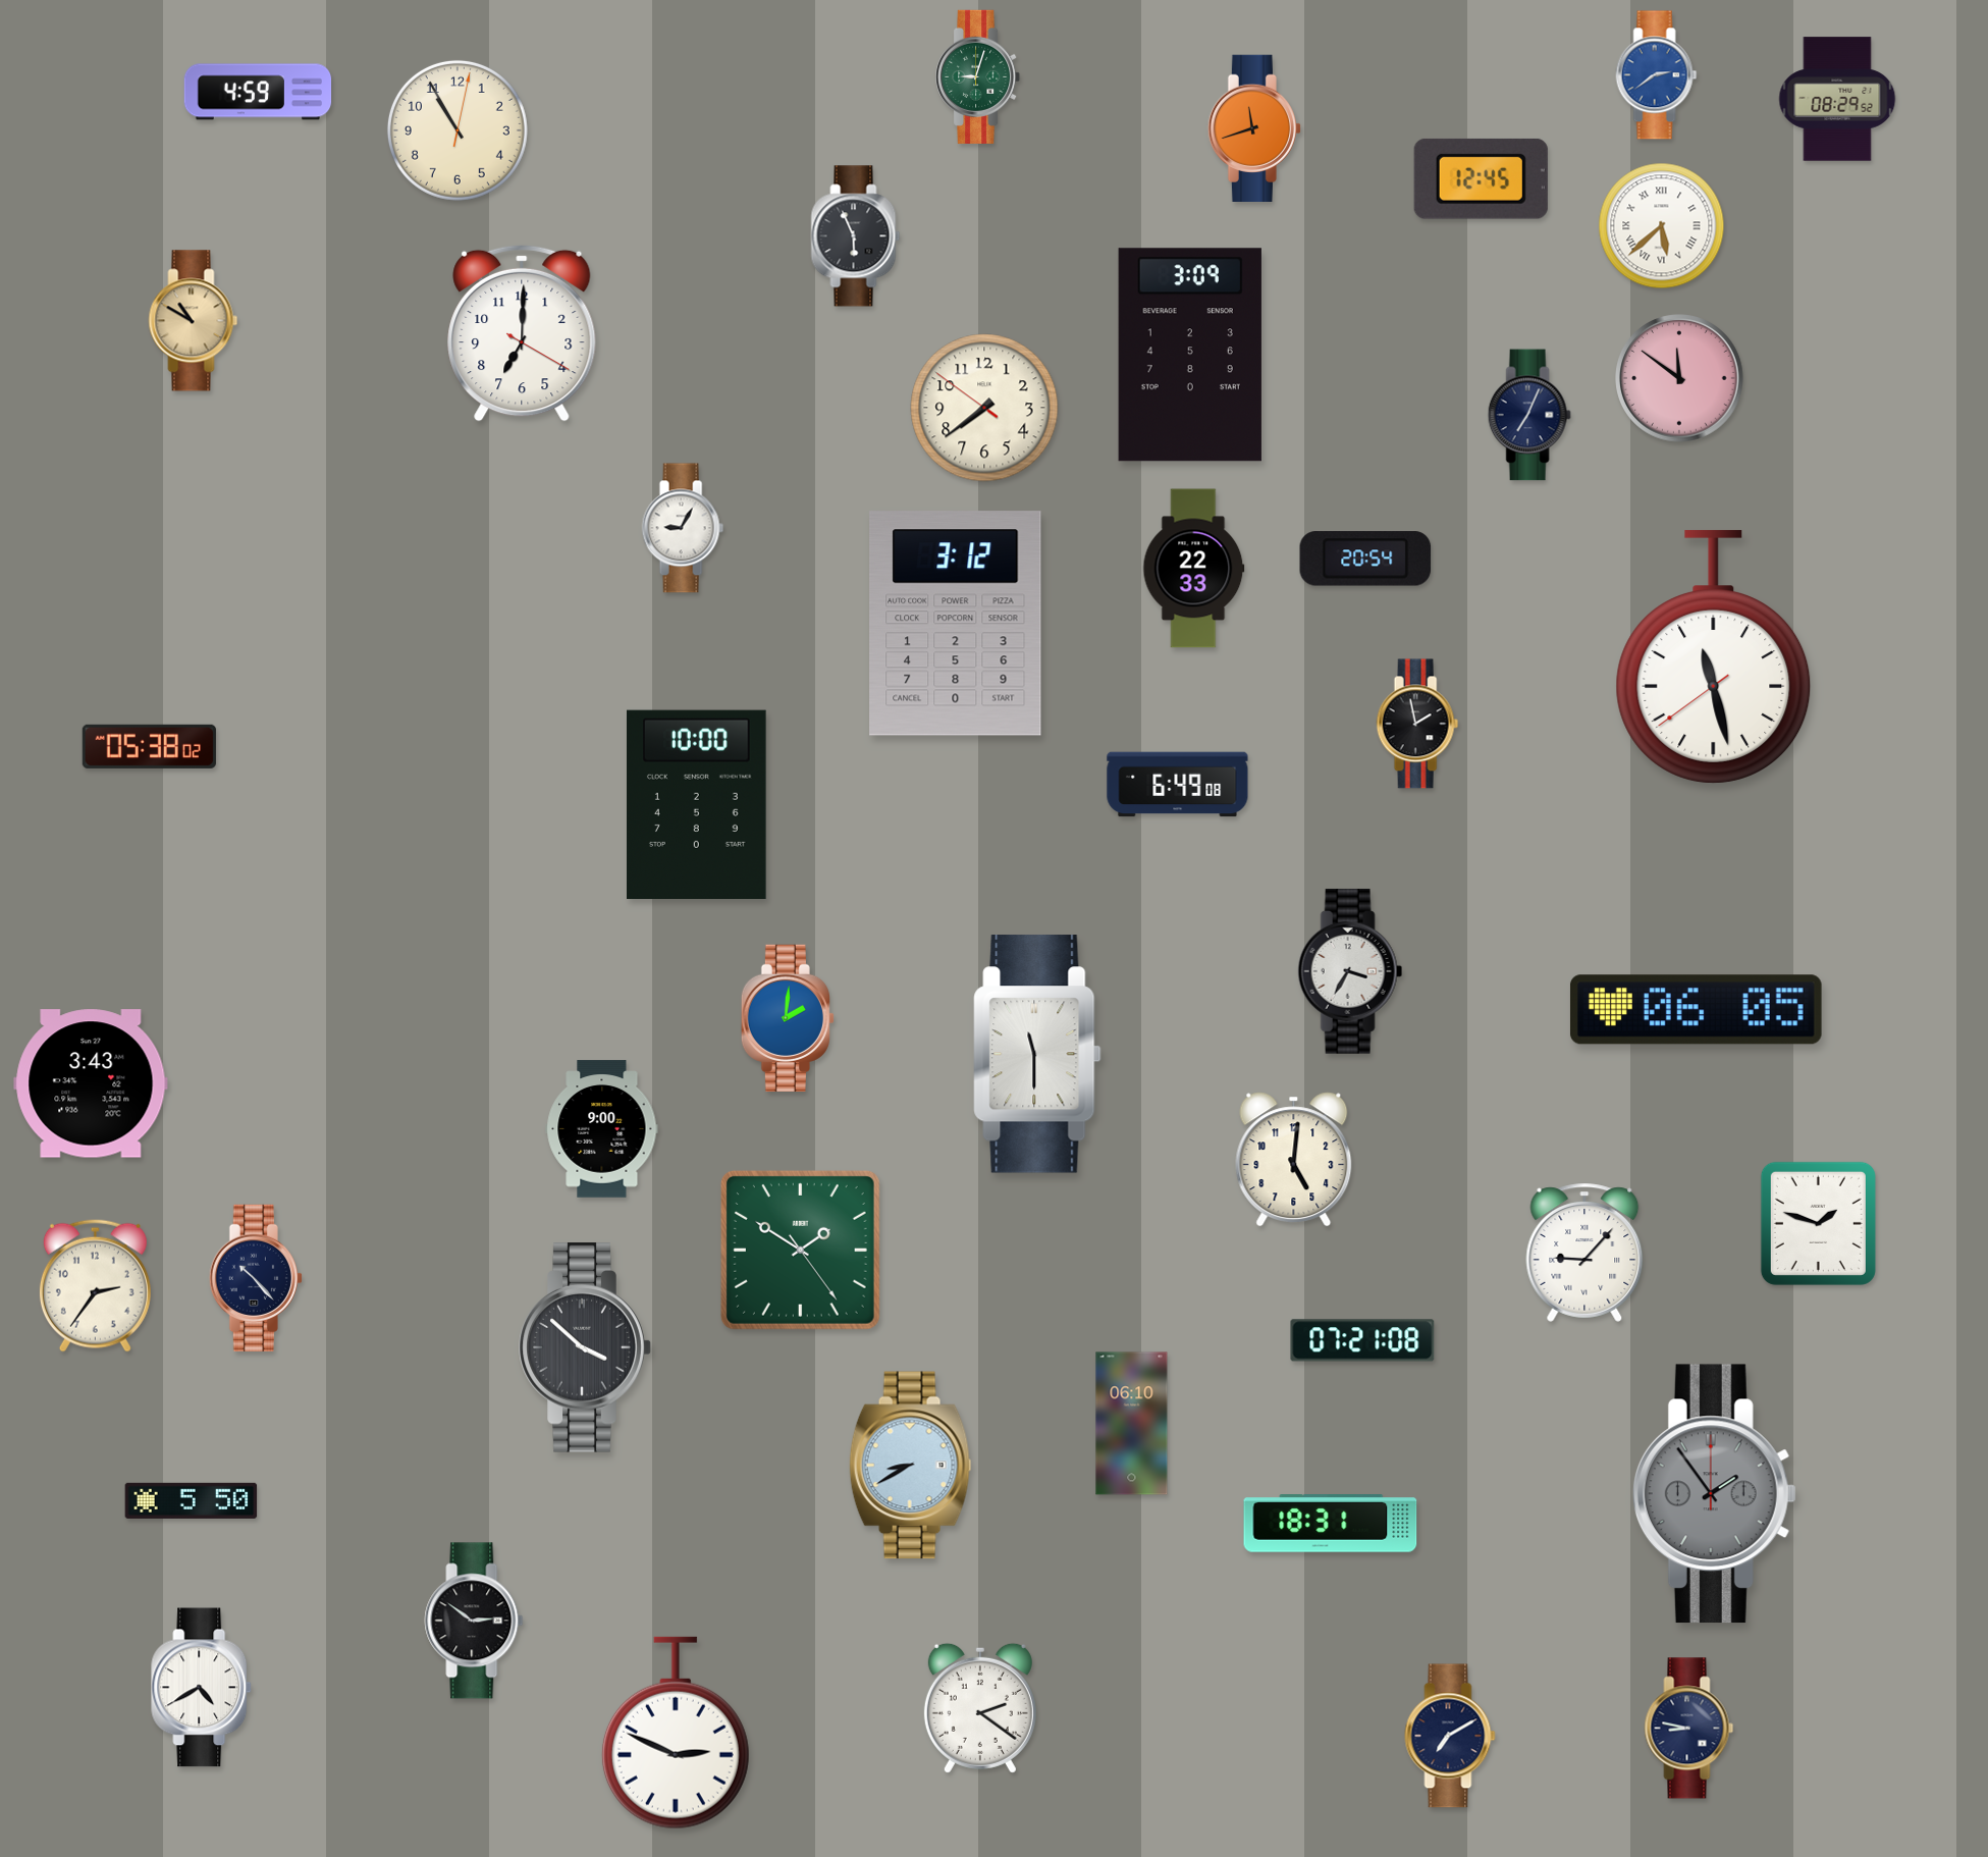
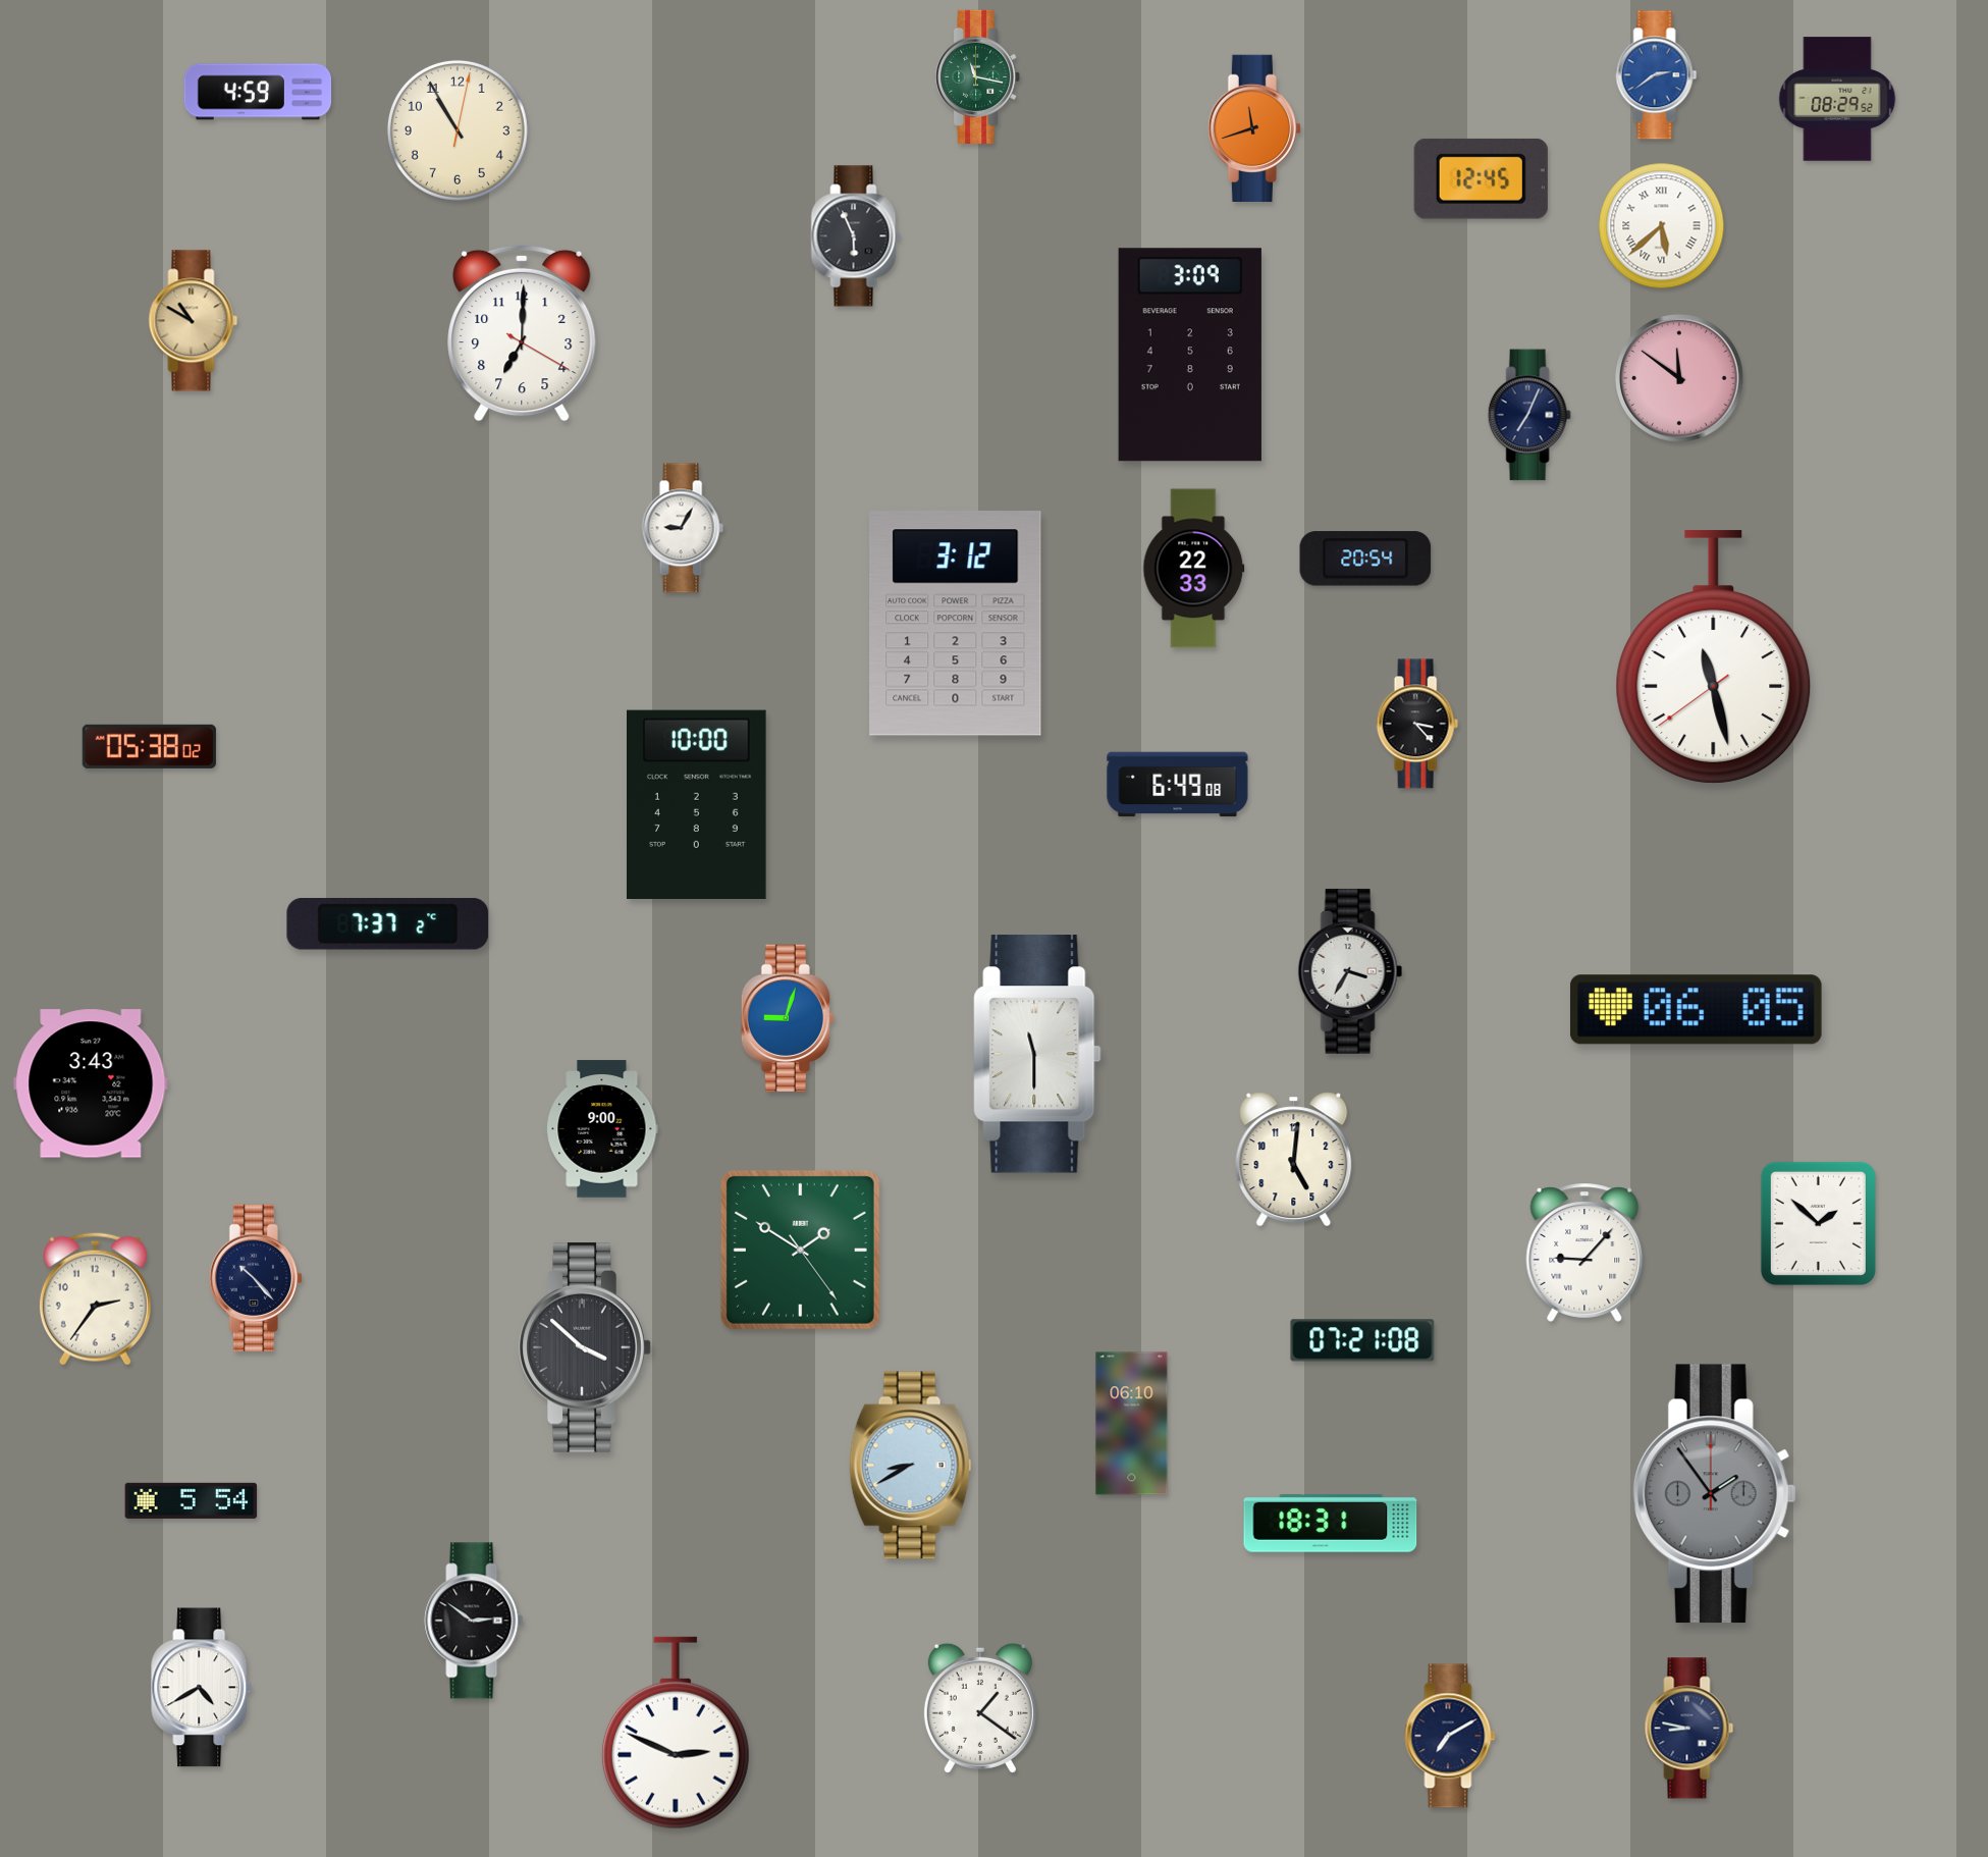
clock at (978, 76): 9:03 -> 11:17
clock at (984, 408): 7:38 -> none
clock at (1417, 724): 1:58 -> 3:23
clock at (388, 924): none -> 7:37
clock at (788, 1017): 2:01 -> 9:03
clock at (1818, 1223): 1:48 -> 1:52
clock at (95, 1285) position: (95, 1285) -> (95, 1298)
clock at (192, 1500): 5:50 -> 5:54
clock at (980, 1708): 2:21 -> 1:21
